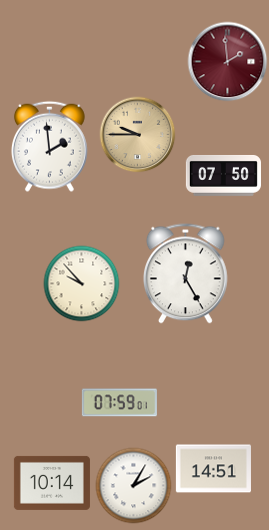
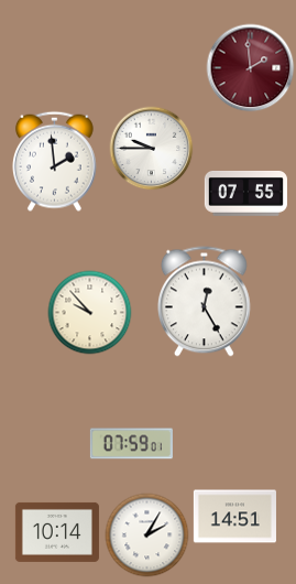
clock at (138, 135) dial: champagne -> white
clock at (223, 175): 07:50 -> 07:55
